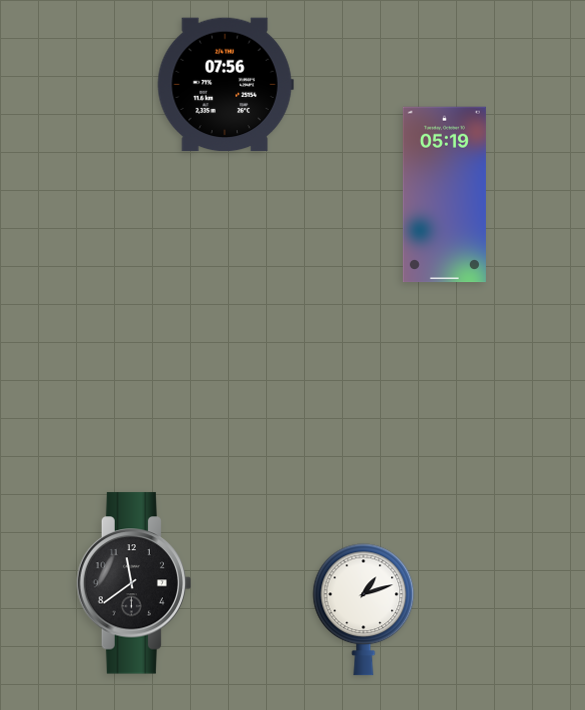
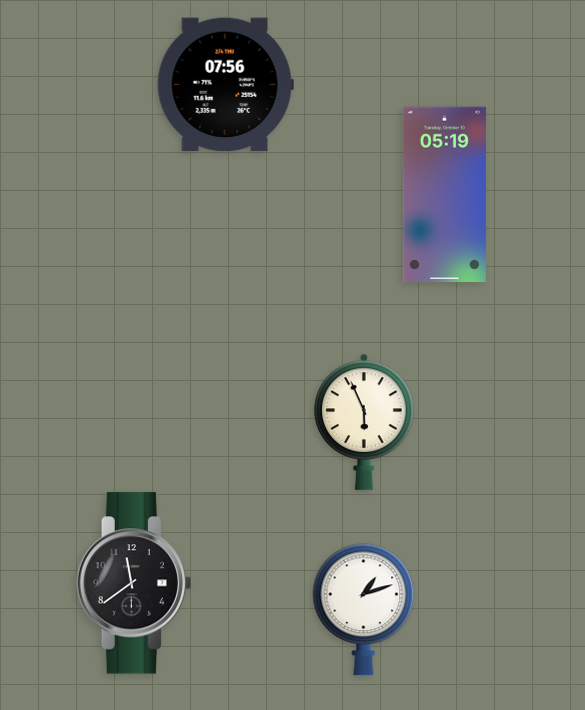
clock at (364, 422): none -> 5:56
